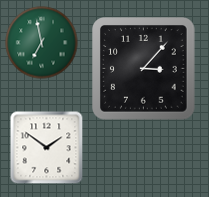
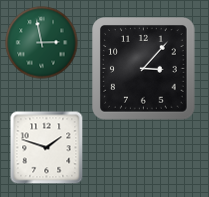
clock at (42, 43): 6:58 -> 2:58
clock at (47, 148): 1:51 -> 1:48
